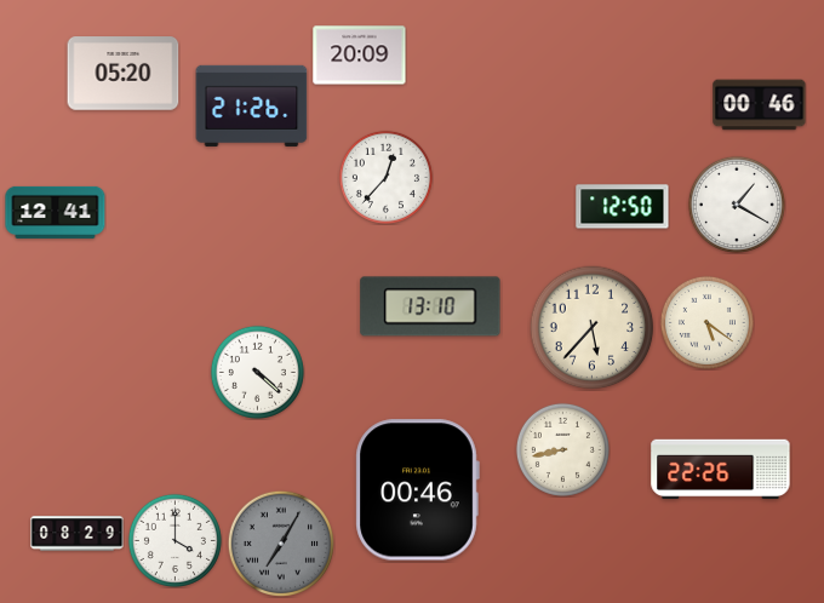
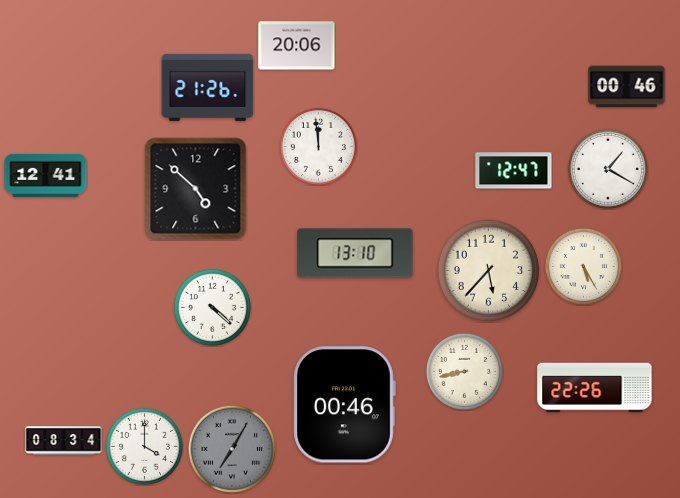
clock at (360, 56): 20:09 -> 20:06
clock at (124, 74): 05:20 -> none
clock at (385, 177): 12:37 -> 11:59
clock at (623, 207): 12:50 -> 12:47
clock at (196, 189): none -> 4:52
clock at (706, 322): 5:21 -> 5:25
clock at (78, 534): 08:29 -> 08:34
